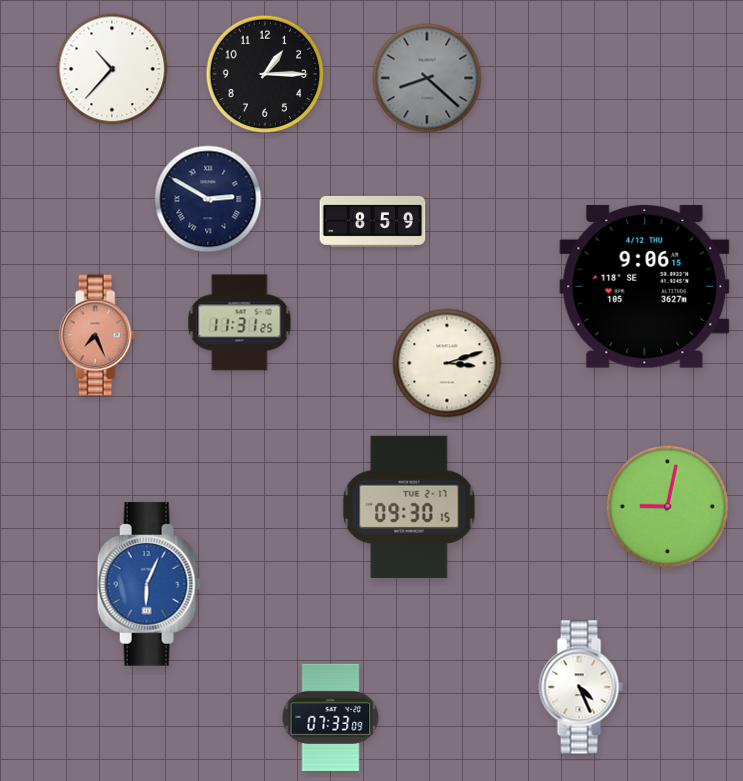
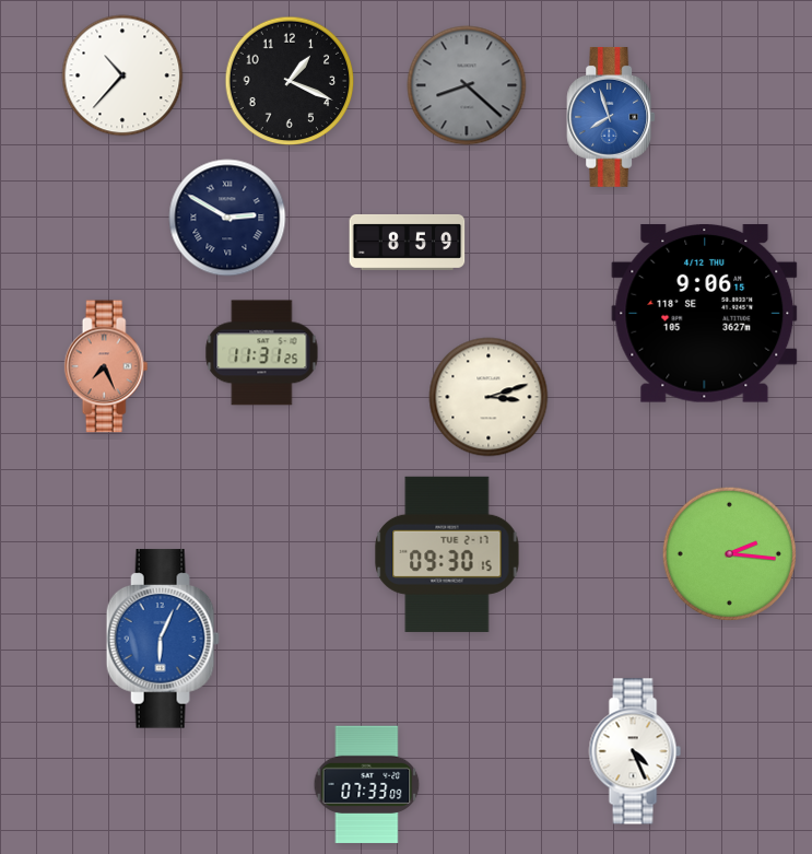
clock at (265, 74): 1:15 -> 1:19
clock at (611, 117): none -> 7:57
clock at (667, 506): 9:02 -> 2:16
clock at (331, 718) position: (331, 718) -> (367, 785)
